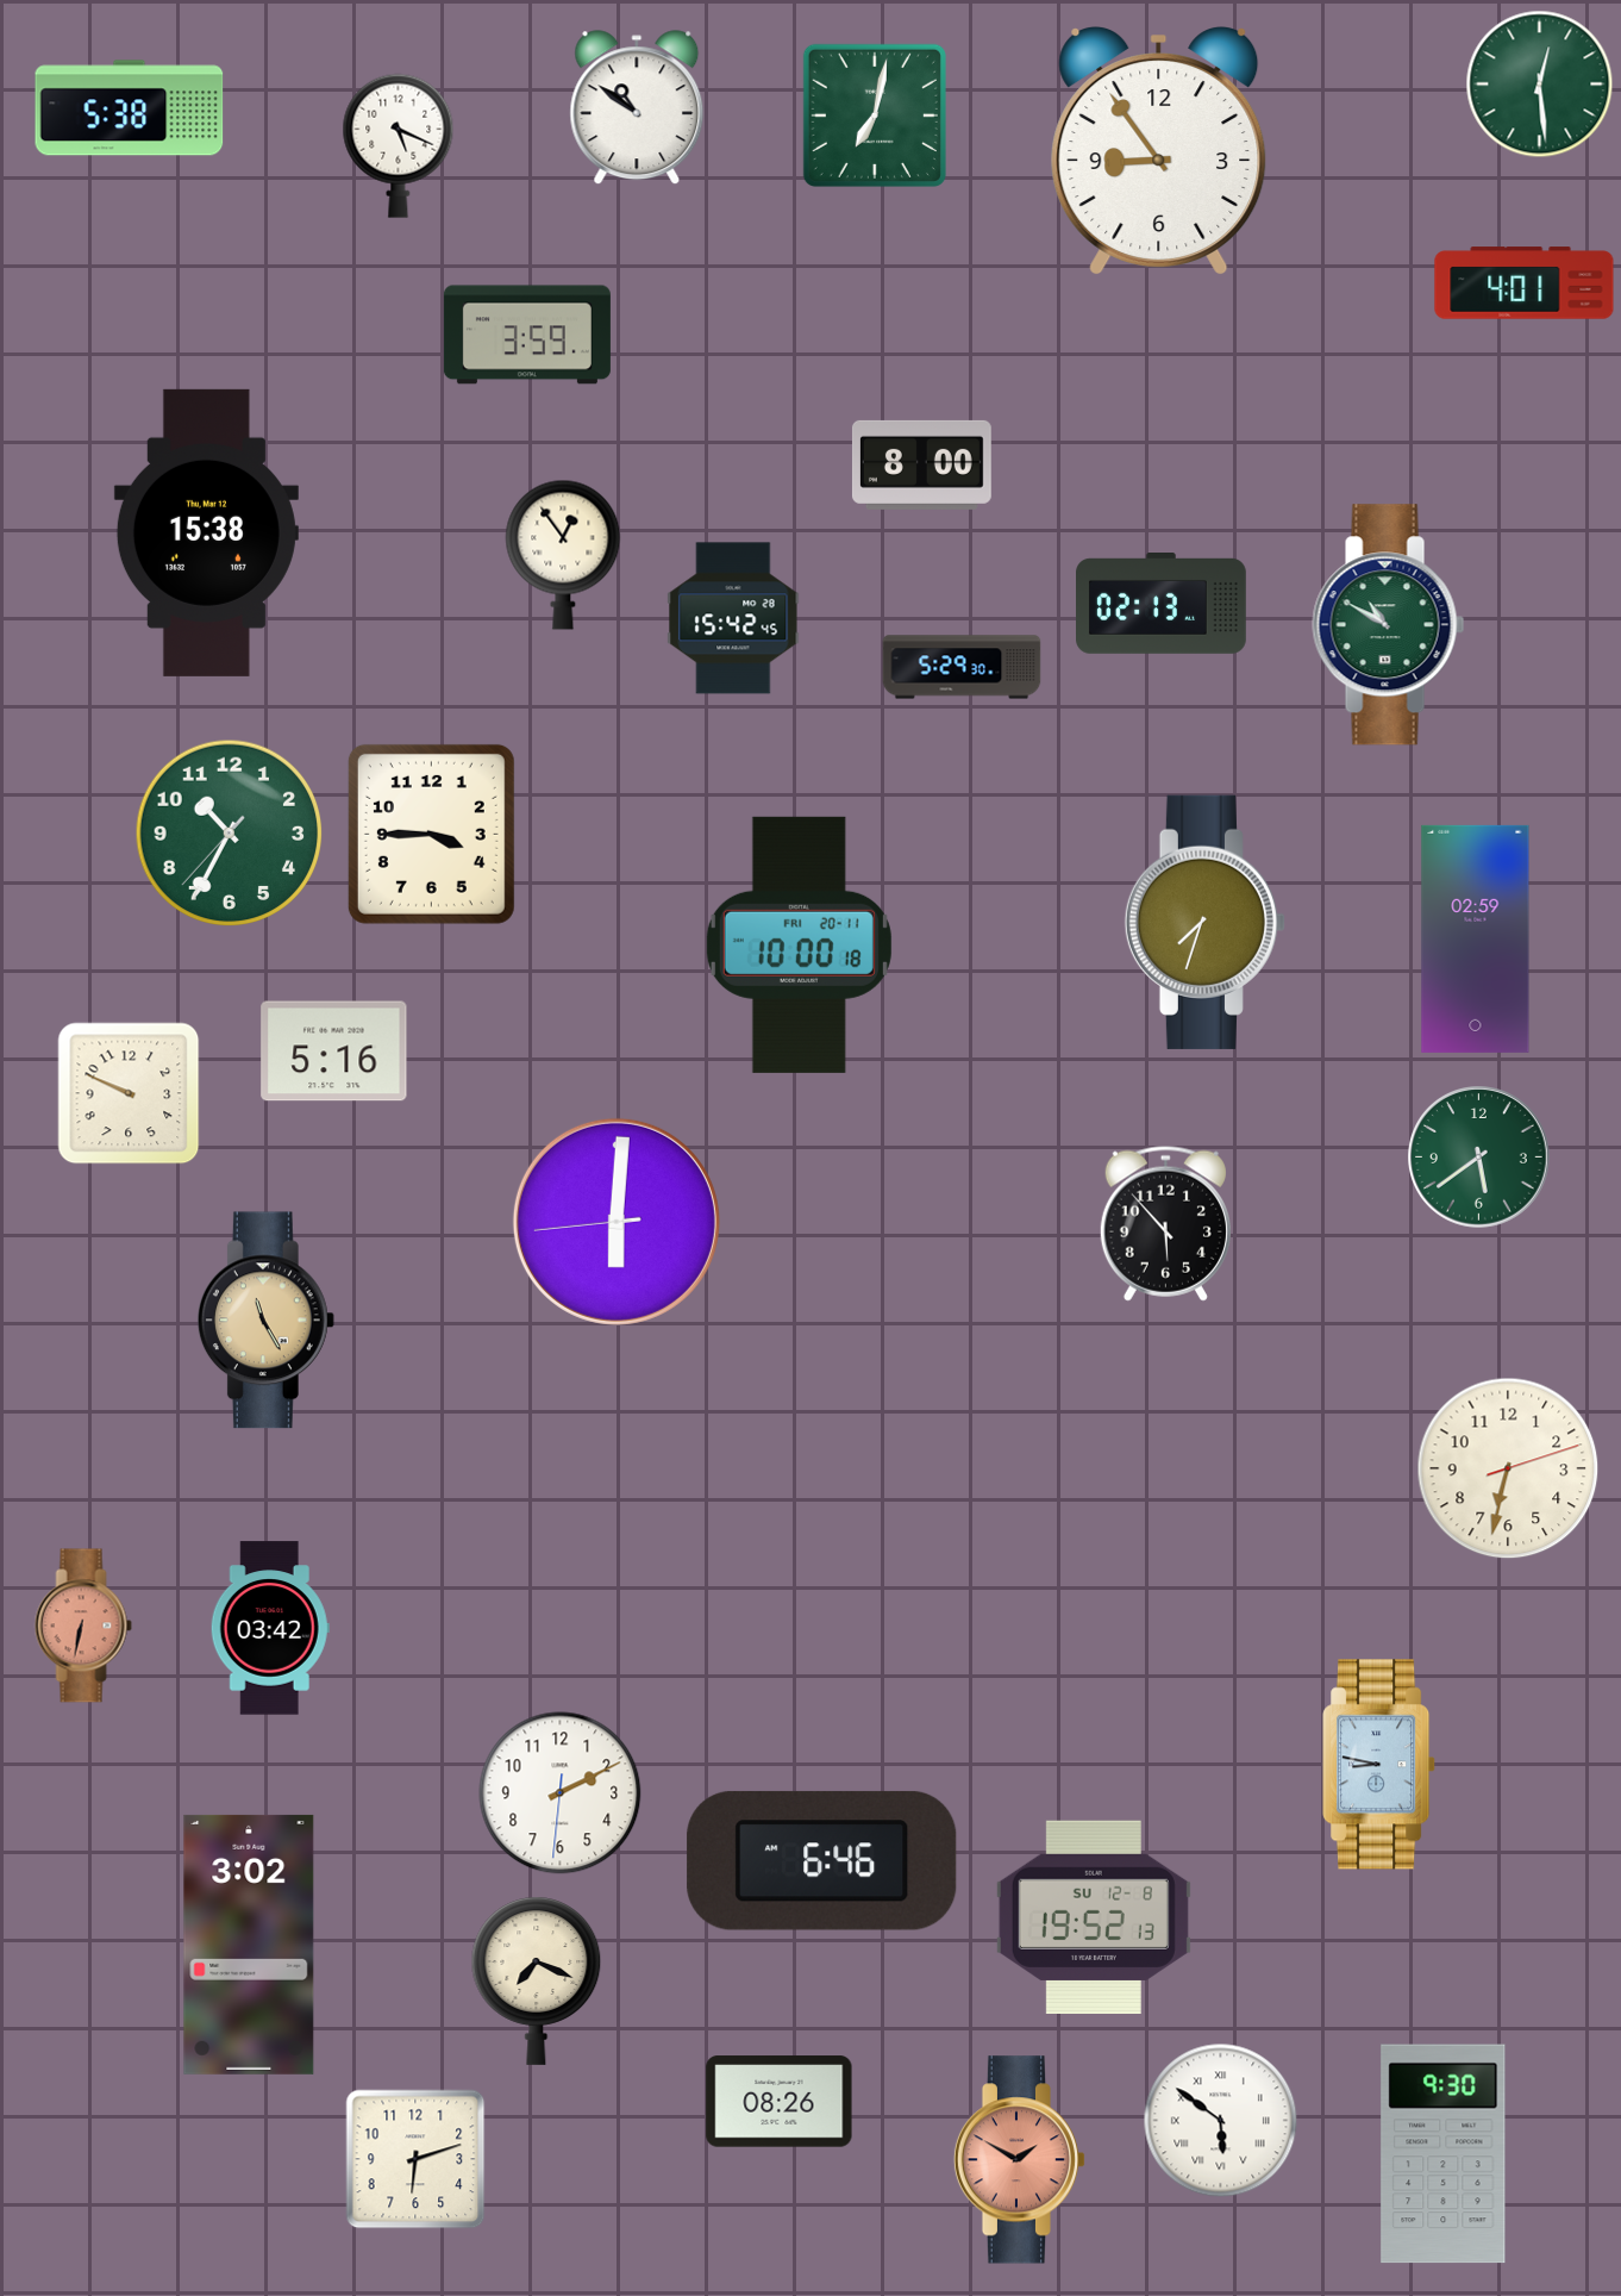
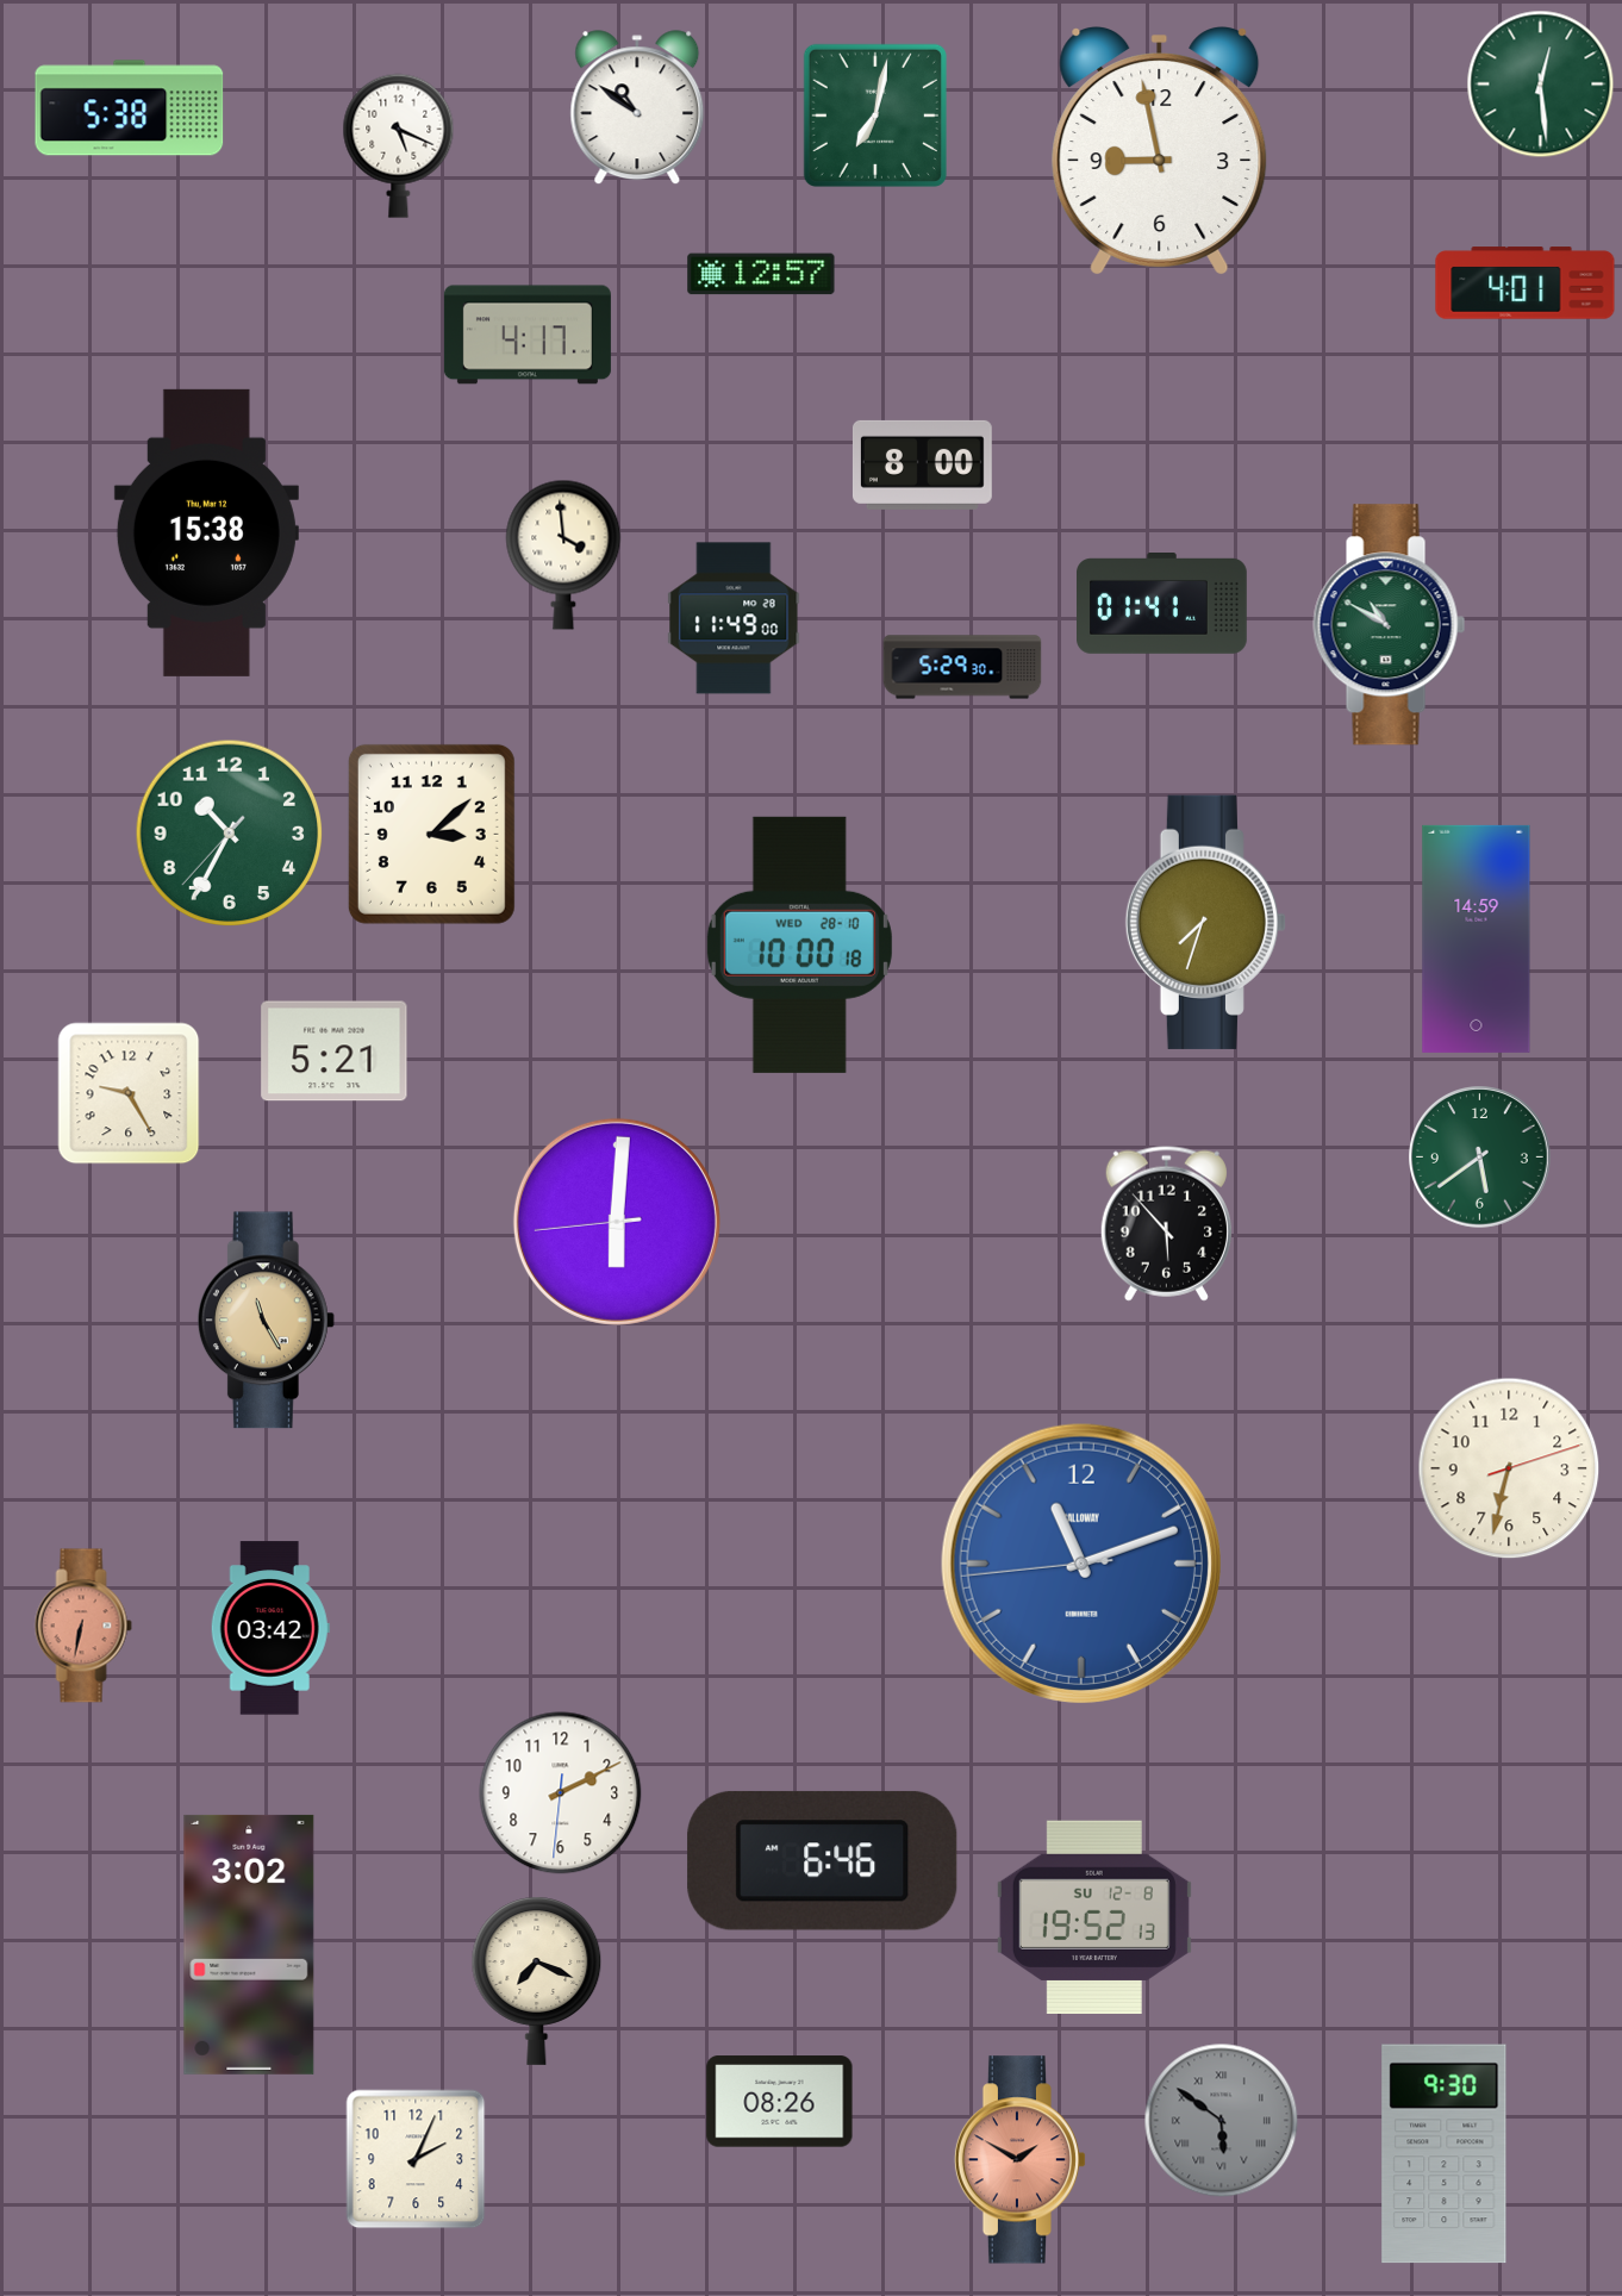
clock at (1159, 151): 8:54 -> 8:58
clock at (761, 274): none -> 12:57
clock at (527, 335): 3:59 -> 4:17
clock at (563, 555): 12:54 -> 3:59
clock at (1162, 604): 02:13 -> 01:41
clock at (733, 618): 15:42 -> 11:49
clock at (431, 834): 3:45 -> 3:08
clock at (1476, 938): 02:59 -> 14:59
clock at (799, 944) date: FRI 20-11 -> WED 28-10
clock at (334, 1052): 5:16 -> 5:21
clock at (129, 1093): 9:49 -> 9:25
clock at (1081, 1564): none -> 11:11
clock at (1379, 1765): 8:47 -> none
clock at (1221, 2121) dial: white -> grey
clock at (415, 2159): 6:12 -> 2:04
